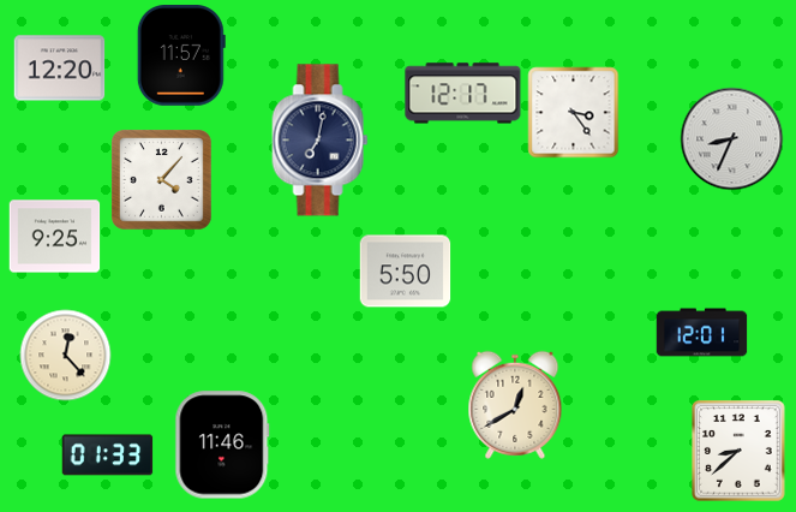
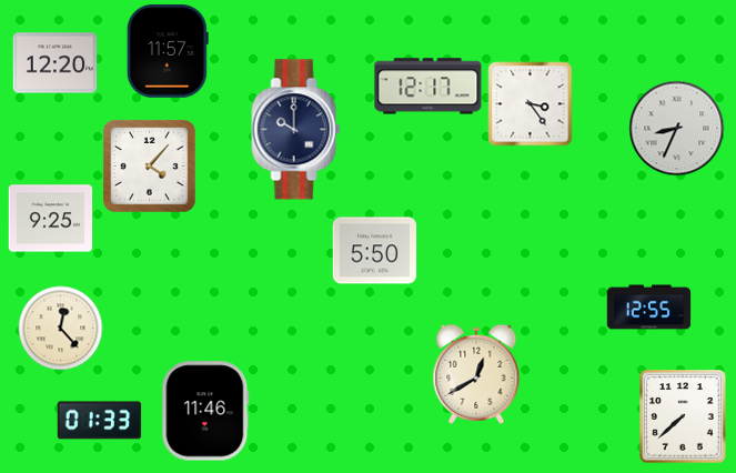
clock at (321, 141): 7:02 -> 10:00
clock at (702, 333): 12:01 -> 12:55
clock at (738, 451): 8:38 -> 7:38
